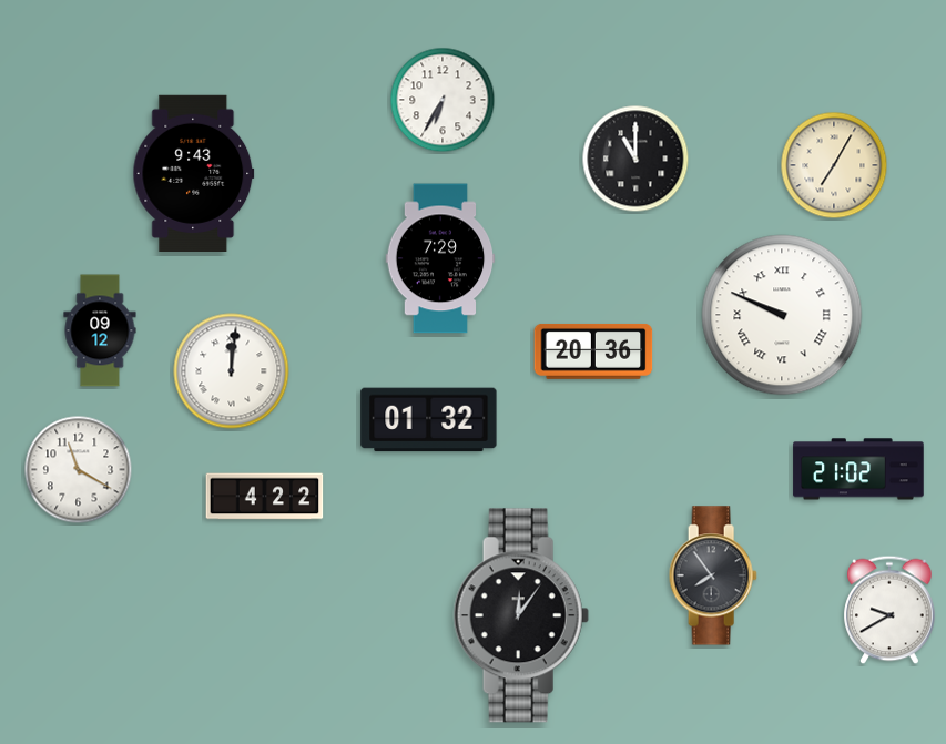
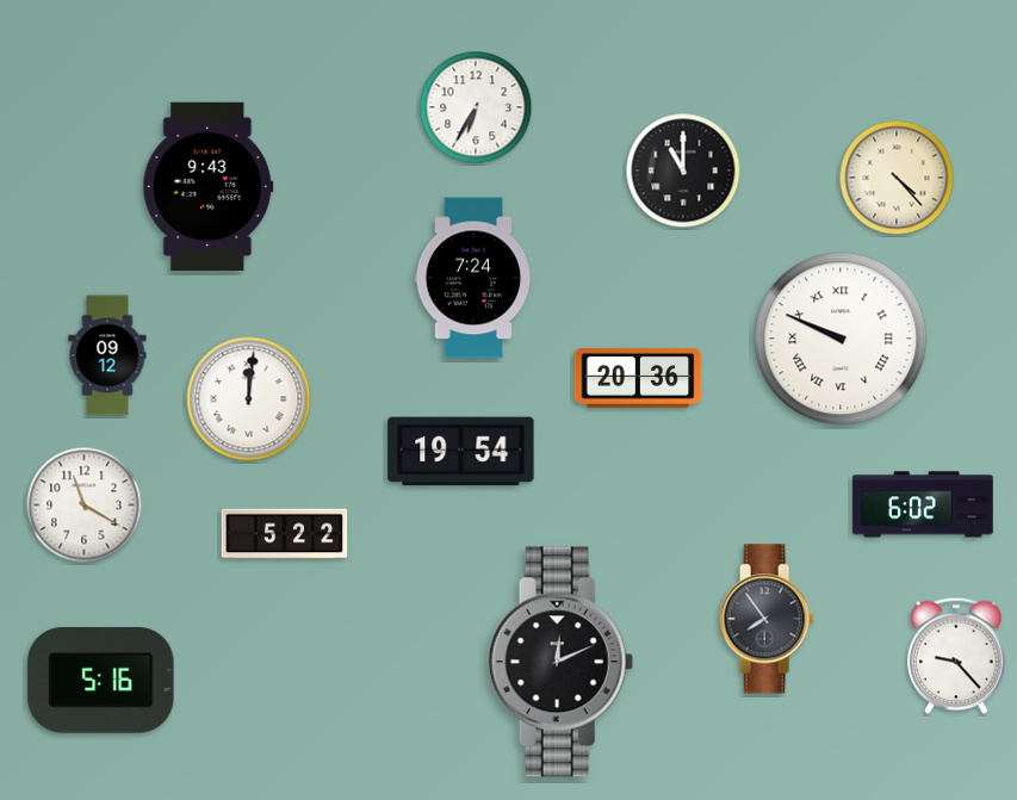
clock at (834, 165): 7:05 -> 4:23
clock at (440, 258): 7:29 -> 7:24
clock at (429, 420): 01:32 -> 19:54
clock at (858, 469): 21:02 -> 6:02
clock at (265, 497): 4:22 -> 5:22
clock at (889, 610): 9:40 -> 9:23
clock at (521, 615): 12:06 -> 12:11
clock at (101, 681): none -> 5:16
